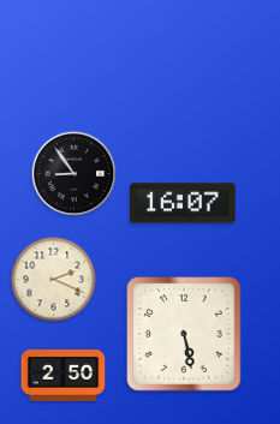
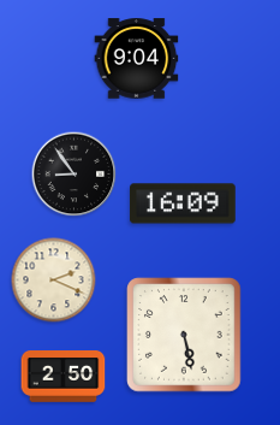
clock at (137, 59): none -> 9:04
clock at (183, 203): 16:07 -> 16:09
